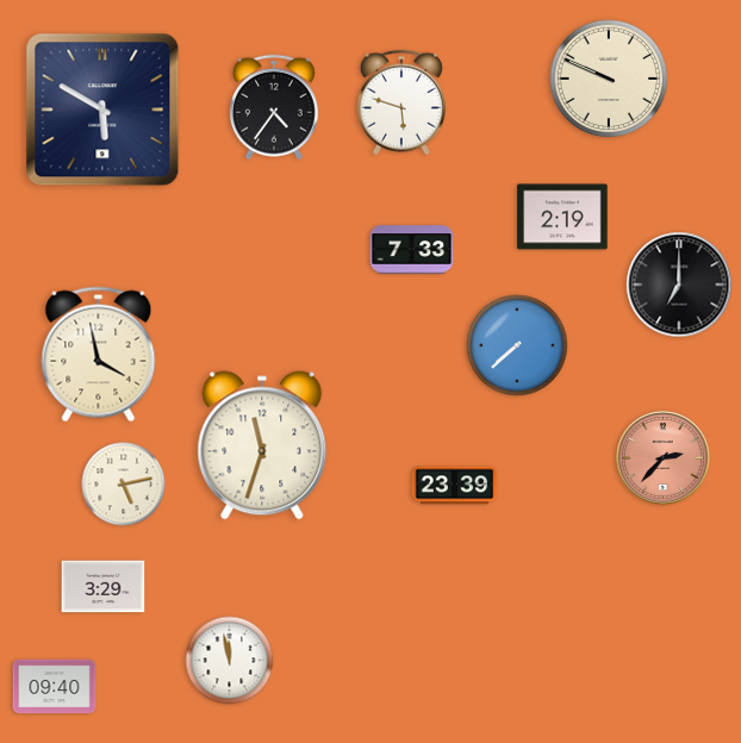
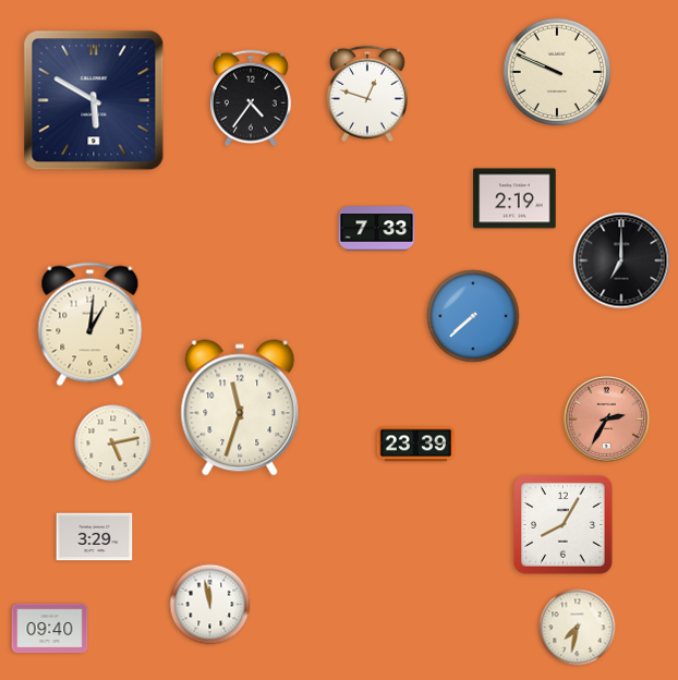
clock at (401, 102): 5:48 -> 12:48
clock at (99, 355): 3:58 -> 1:01
clock at (662, 457): 2:37 -> 2:35
clock at (564, 525): none -> 8:05
clock at (578, 628): none -> 7:32
